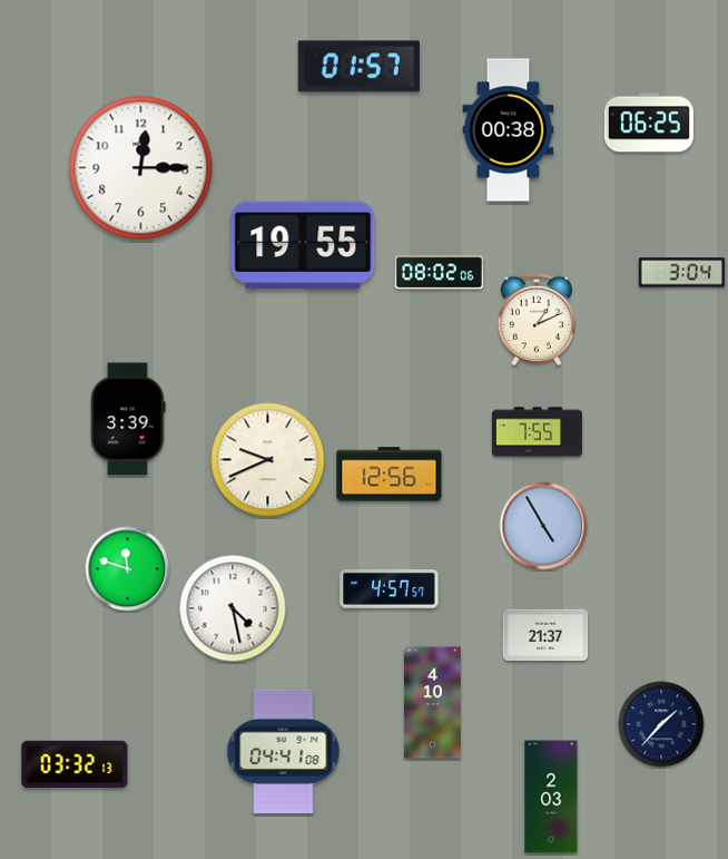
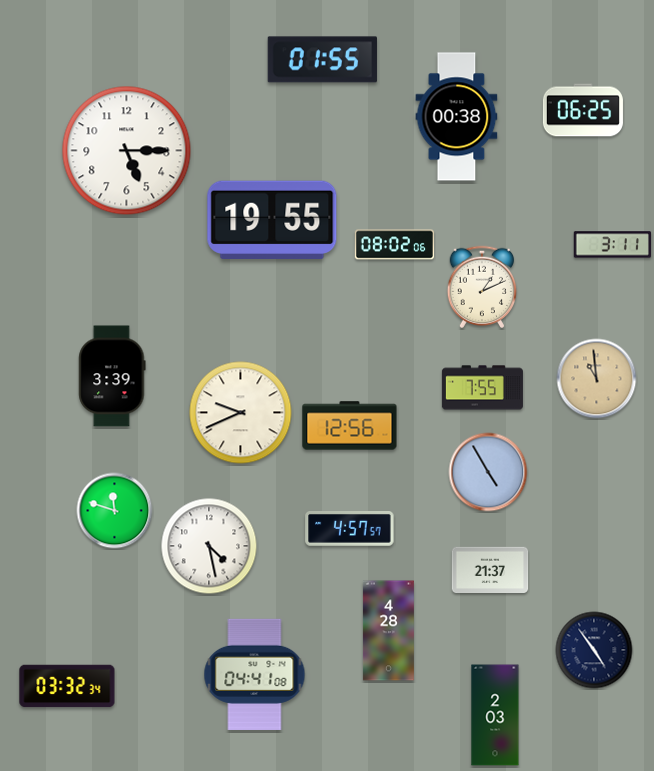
clock at (358, 67): 01:57 -> 01:55
clock at (141, 168): 12:15 -> 5:15
clock at (682, 273): 3:04 -> 3:11
clock at (128, 419) position: (128, 419) -> (112, 376)
clock at (597, 379): none -> 10:59
clock at (432, 703): 4:10 -> 4:28
clock at (661, 724): 1:37 -> 4:54
clock at (75, 764): 03:32:13 -> 03:32:34
